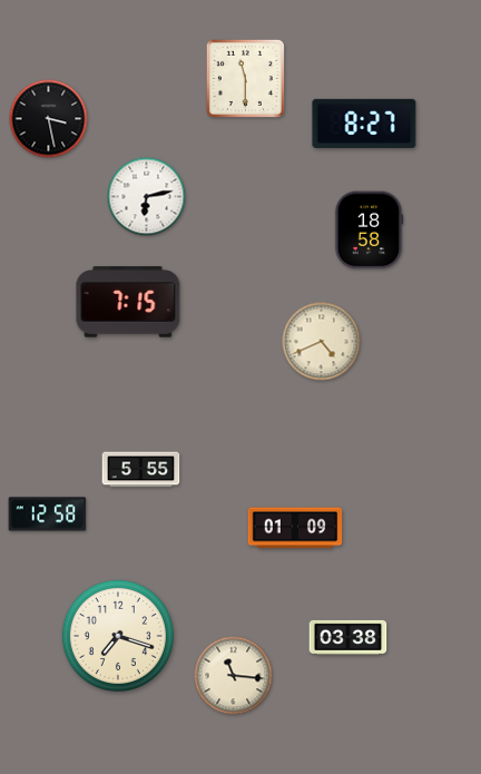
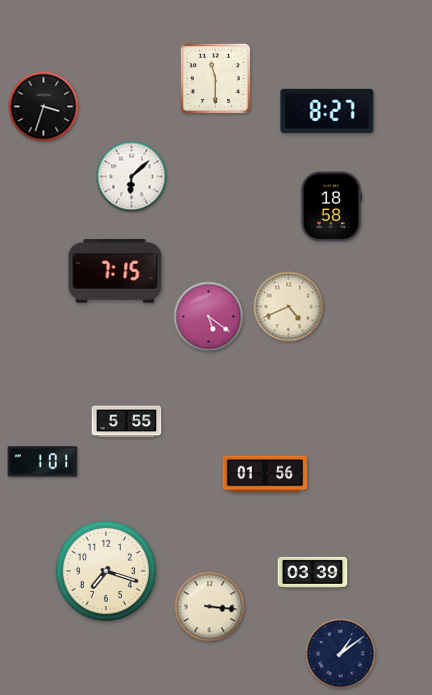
clock at (245, 78) position: (245, 78) -> (215, 78)
clock at (49, 119): 3:28 -> 3:33
clock at (147, 197): 6:13 -> 6:08
clock at (209, 317): none -> 5:21
clock at (48, 515): 12:58 -> 1:01
clock at (295, 528): 01:09 -> 01:56
clock at (349, 637): 03:38 -> 03:39
clock at (234, 676): 11:16 -> 3:16
clock at (341, 654): none -> 1:09
